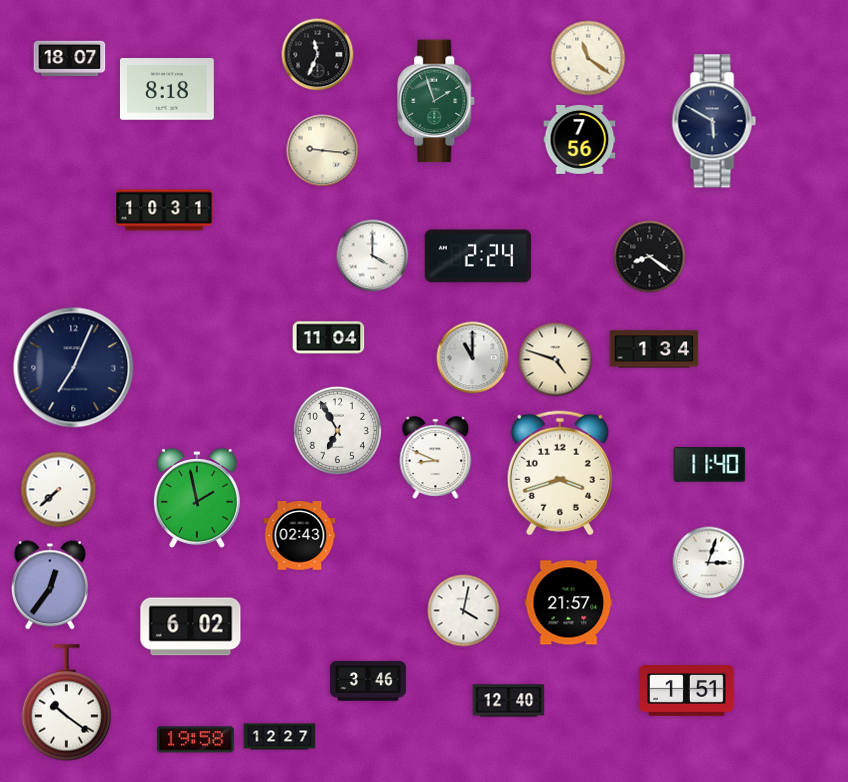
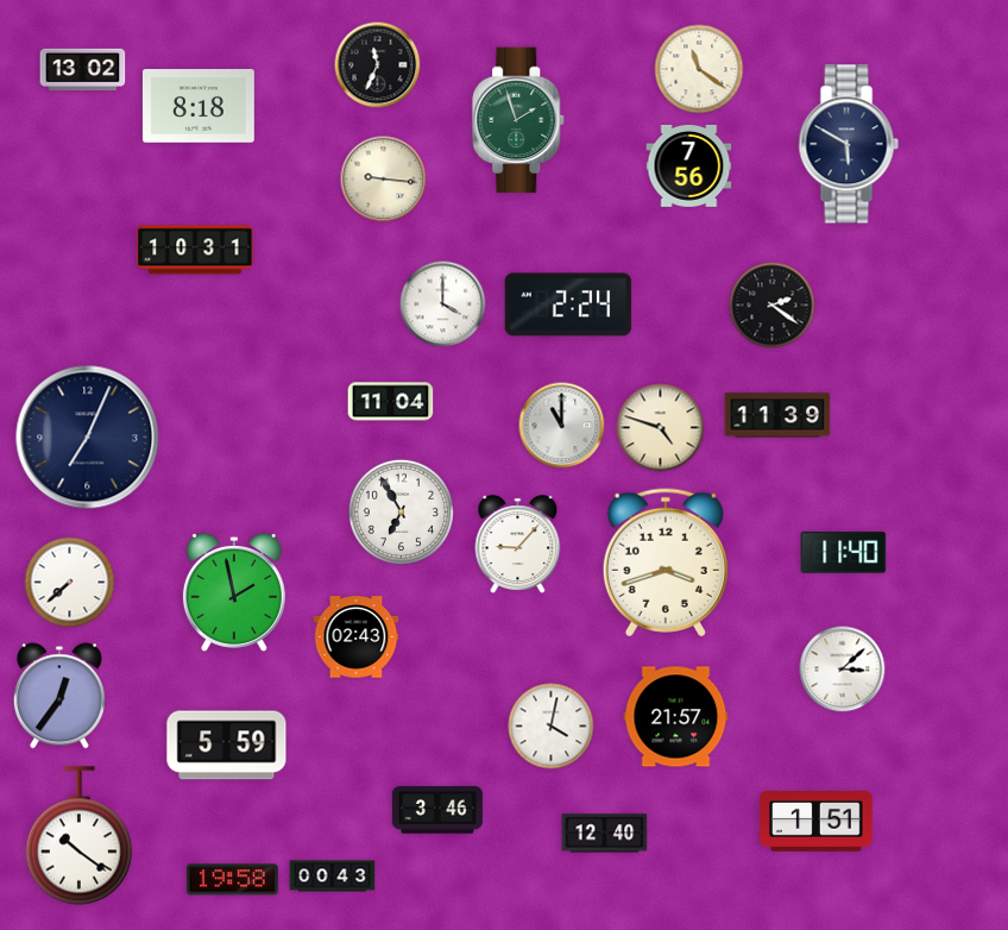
clock at (70, 59): 18:07 -> 13:02
clock at (650, 257): 8:21 -> 2:21
clock at (654, 349): 1:34 -> 11:39
clock at (436, 457): 8:49 -> 9:07
clock at (709, 563): 3:03 -> 3:08
clock at (191, 627): 6:02 -> 5:59
clock at (280, 737): 12:27 -> 00:43
